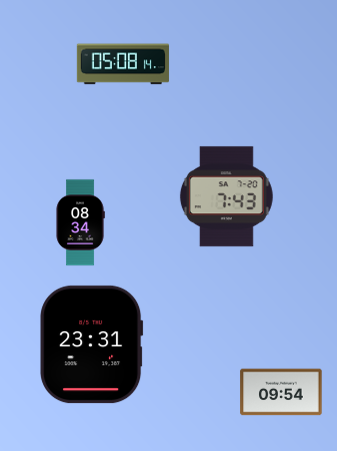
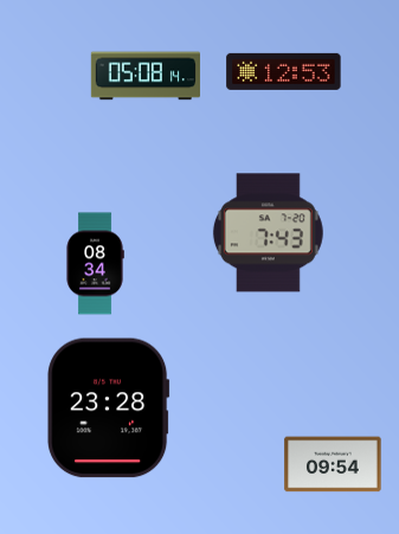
clock at (284, 71): none -> 12:53
clock at (92, 345): 23:31 -> 23:28
